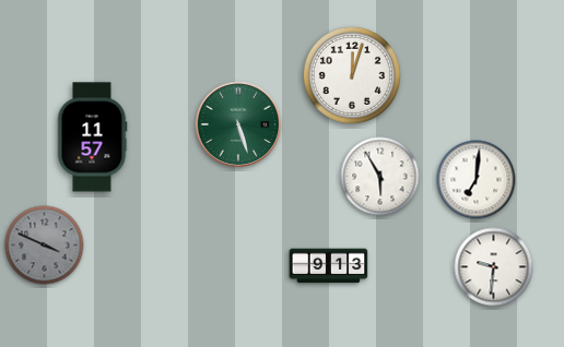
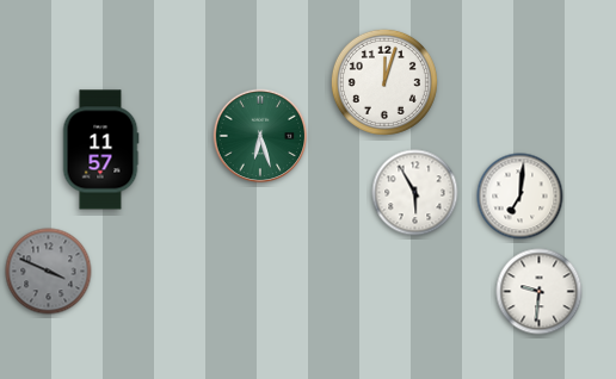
clock at (238, 124): 5:27 -> 6:27
clock at (45, 246) position: (45, 246) -> (49, 272)
clock at (329, 266): 9:13 -> none
